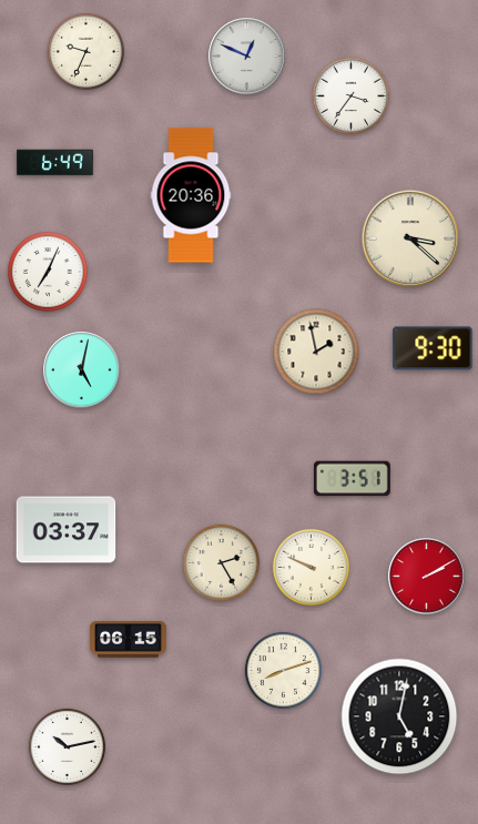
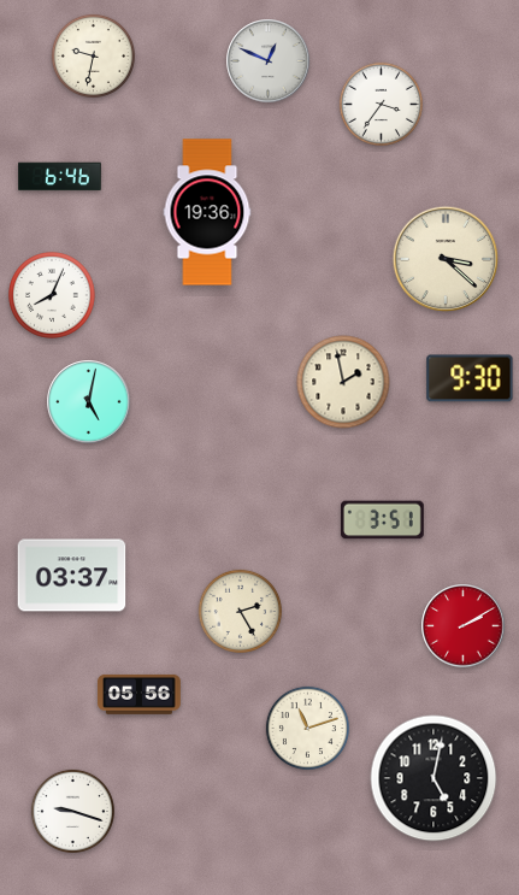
clock at (85, 51): 9:34 -> 9:32
clock at (55, 163): 6:49 -> 6:46
clock at (191, 195): 20:36 -> 19:36
clock at (49, 273): 7:04 -> 8:04
clock at (311, 567): 9:49 -> none
clock at (129, 639): 06:15 -> 05:56
clock at (283, 670): 8:12 -> 11:12
clock at (67, 746): 10:13 -> 9:18
